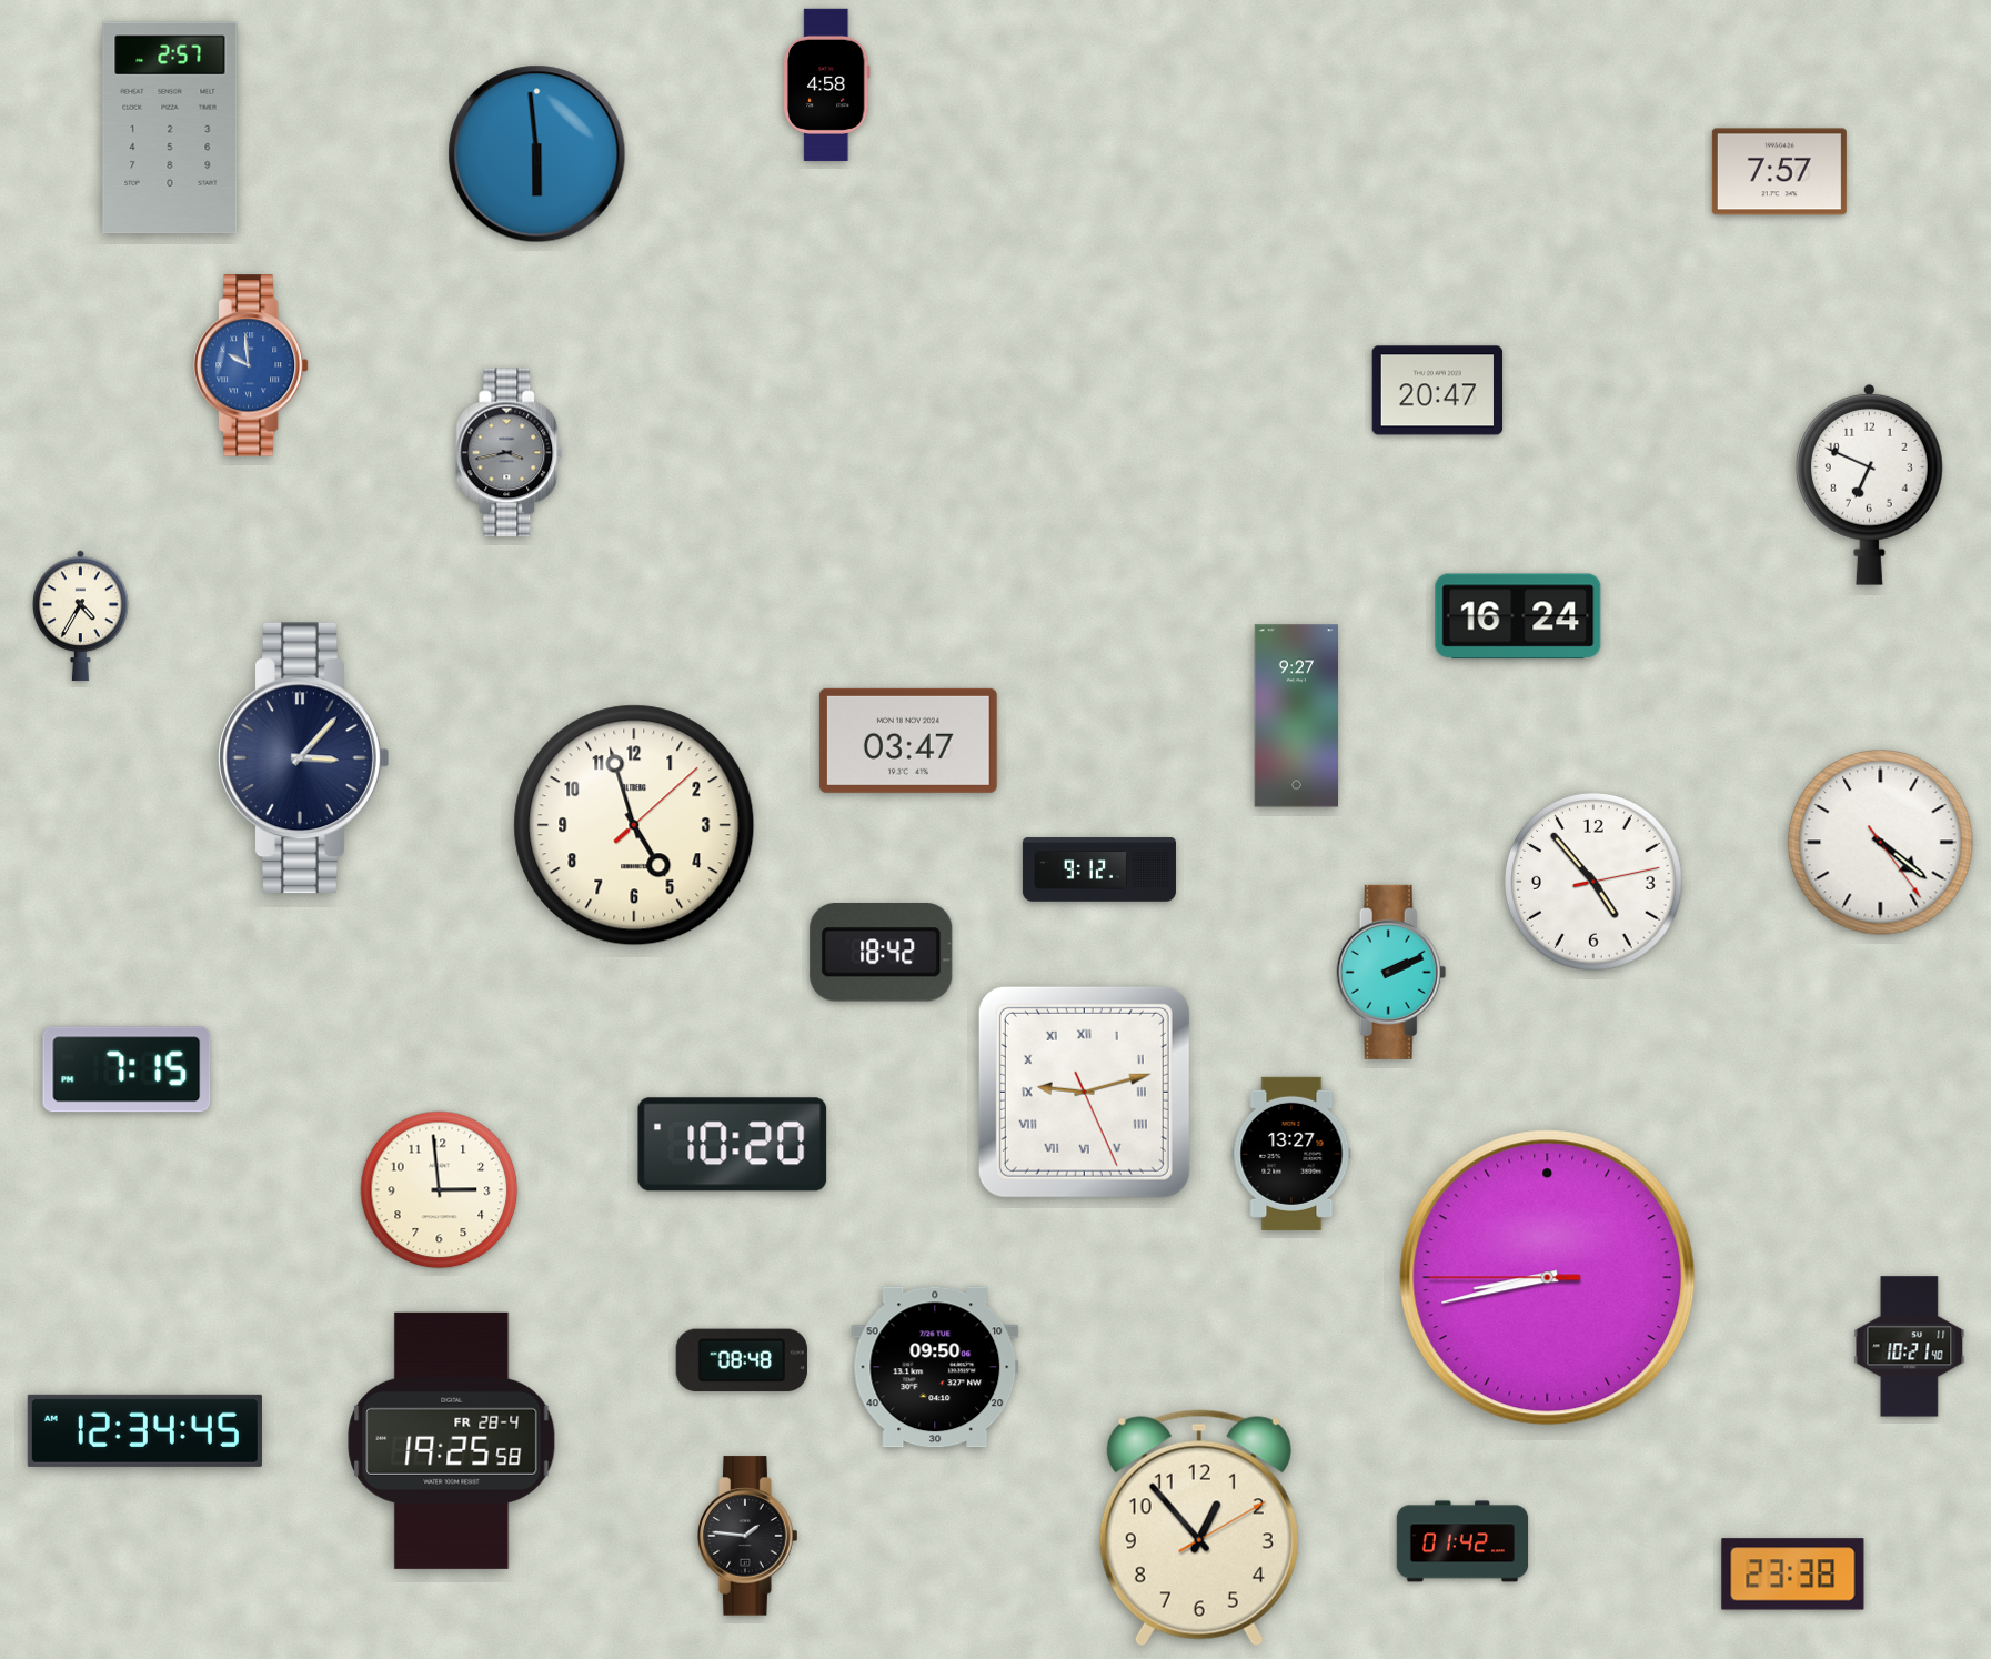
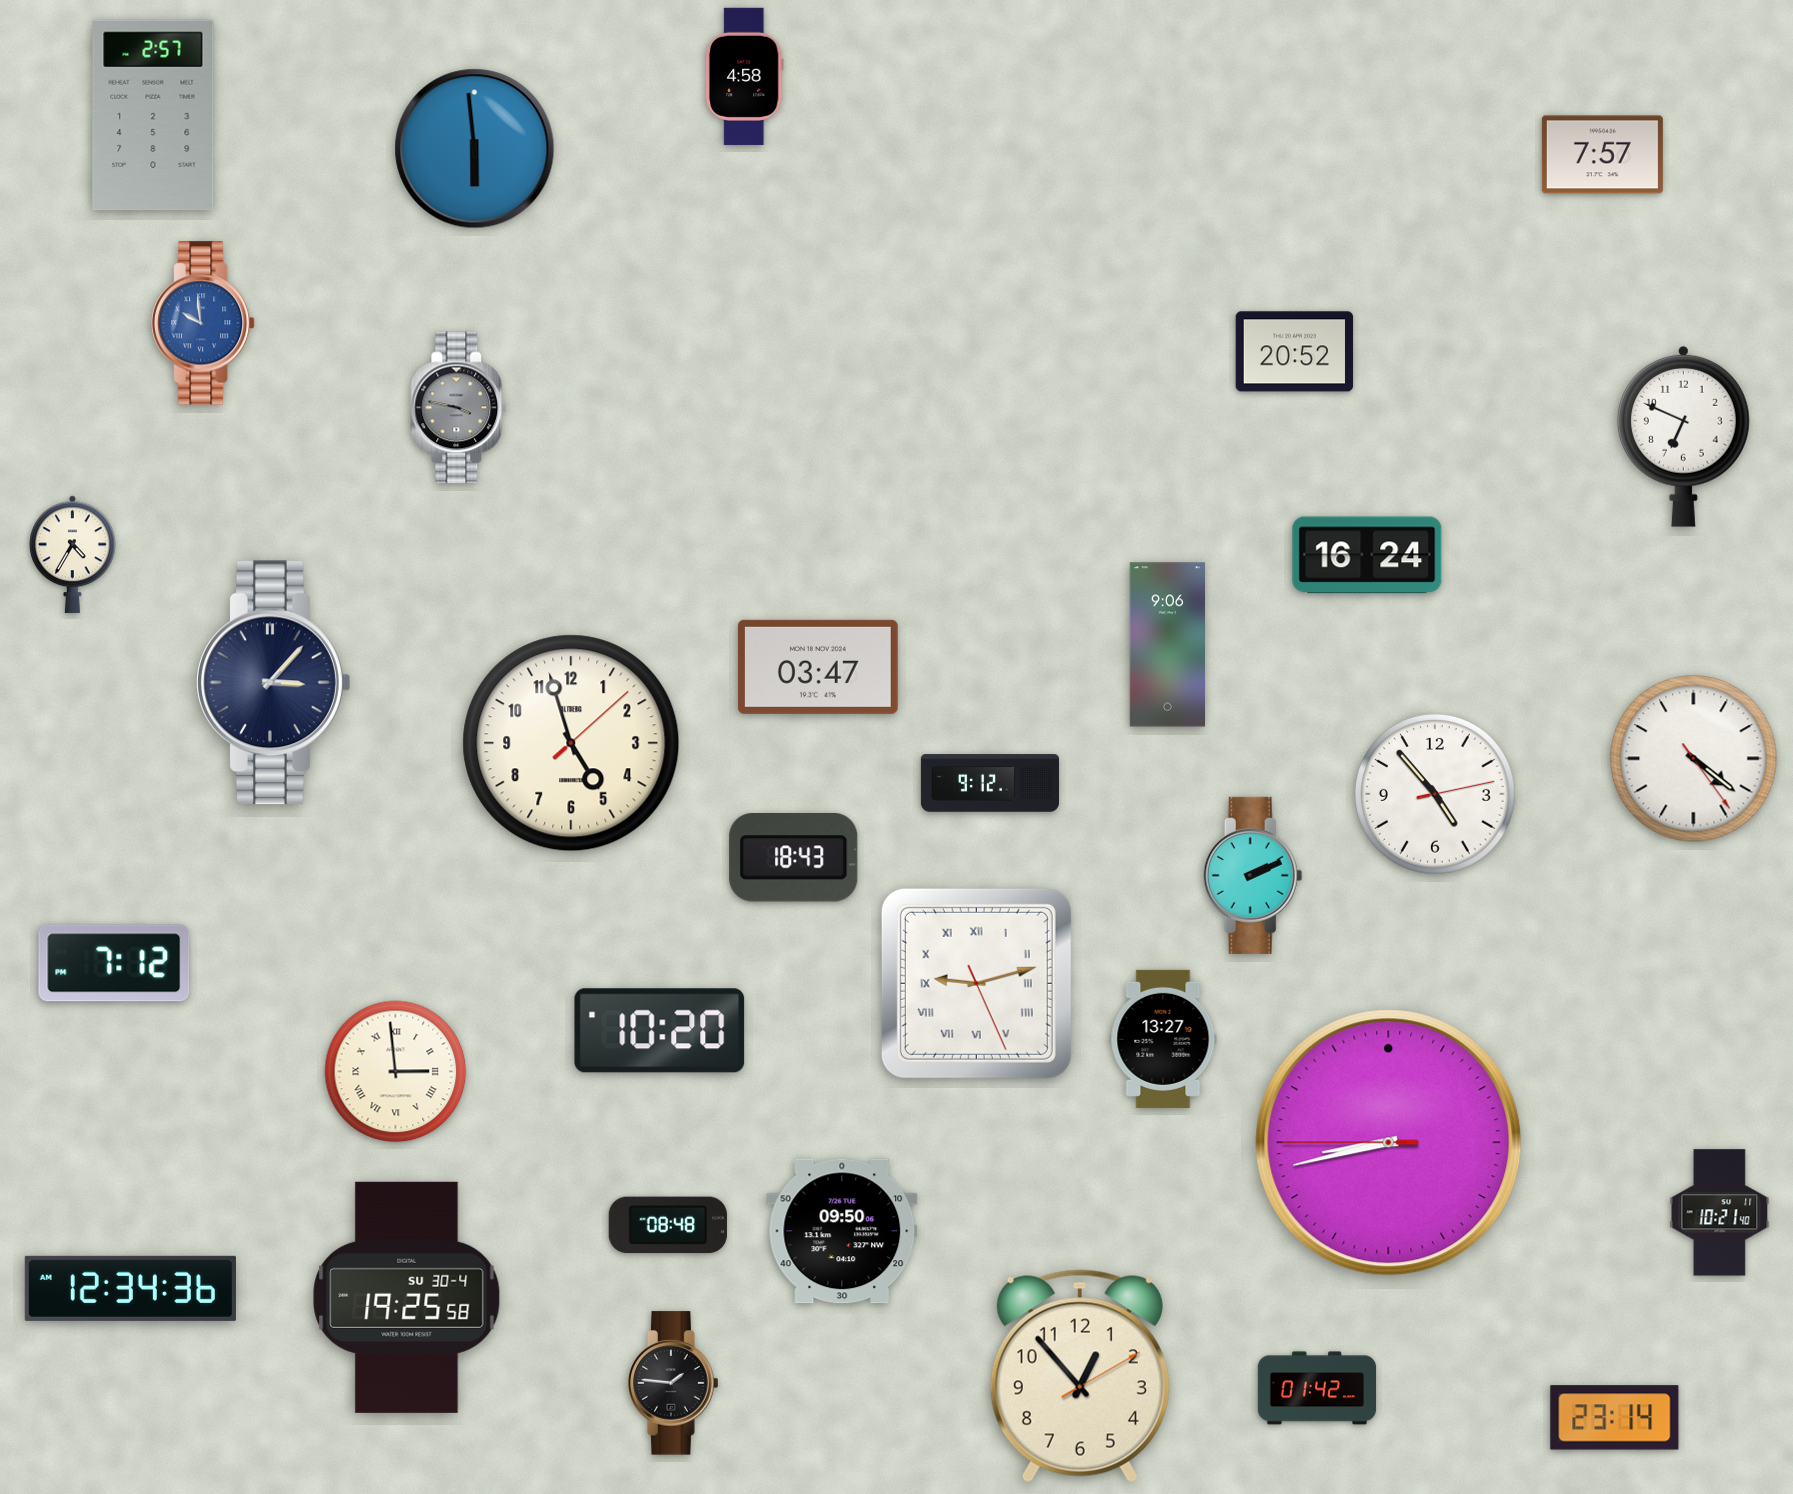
clock at (537, 154) position: (537, 154) -> (475, 149)
clock at (252, 365) position: (252, 365) -> (204, 323)
clock at (1438, 391): 20:47 -> 20:52
clock at (510, 453): 3:43 -> 3:47
clock at (1296, 716): 9:27 -> 9:06
clock at (882, 953): 18:42 -> 18:43
clock at (127, 1069): 7:15 -> 7:12
clock at (440, 1190) numerals: Arabic -> Roman
clock at (1548, 1278) position: (1548, 1278) -> (1389, 1143)
clock at (144, 1430): 12:34:45 -> 12:34:36
clock at (452, 1440) date: FR 28-4 -> SU 30-4
clock at (1793, 1575): 23:38 -> 23:14
